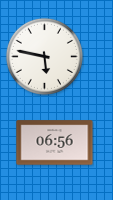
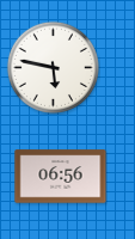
clock at (55, 143) position: (55, 143) -> (61, 177)
